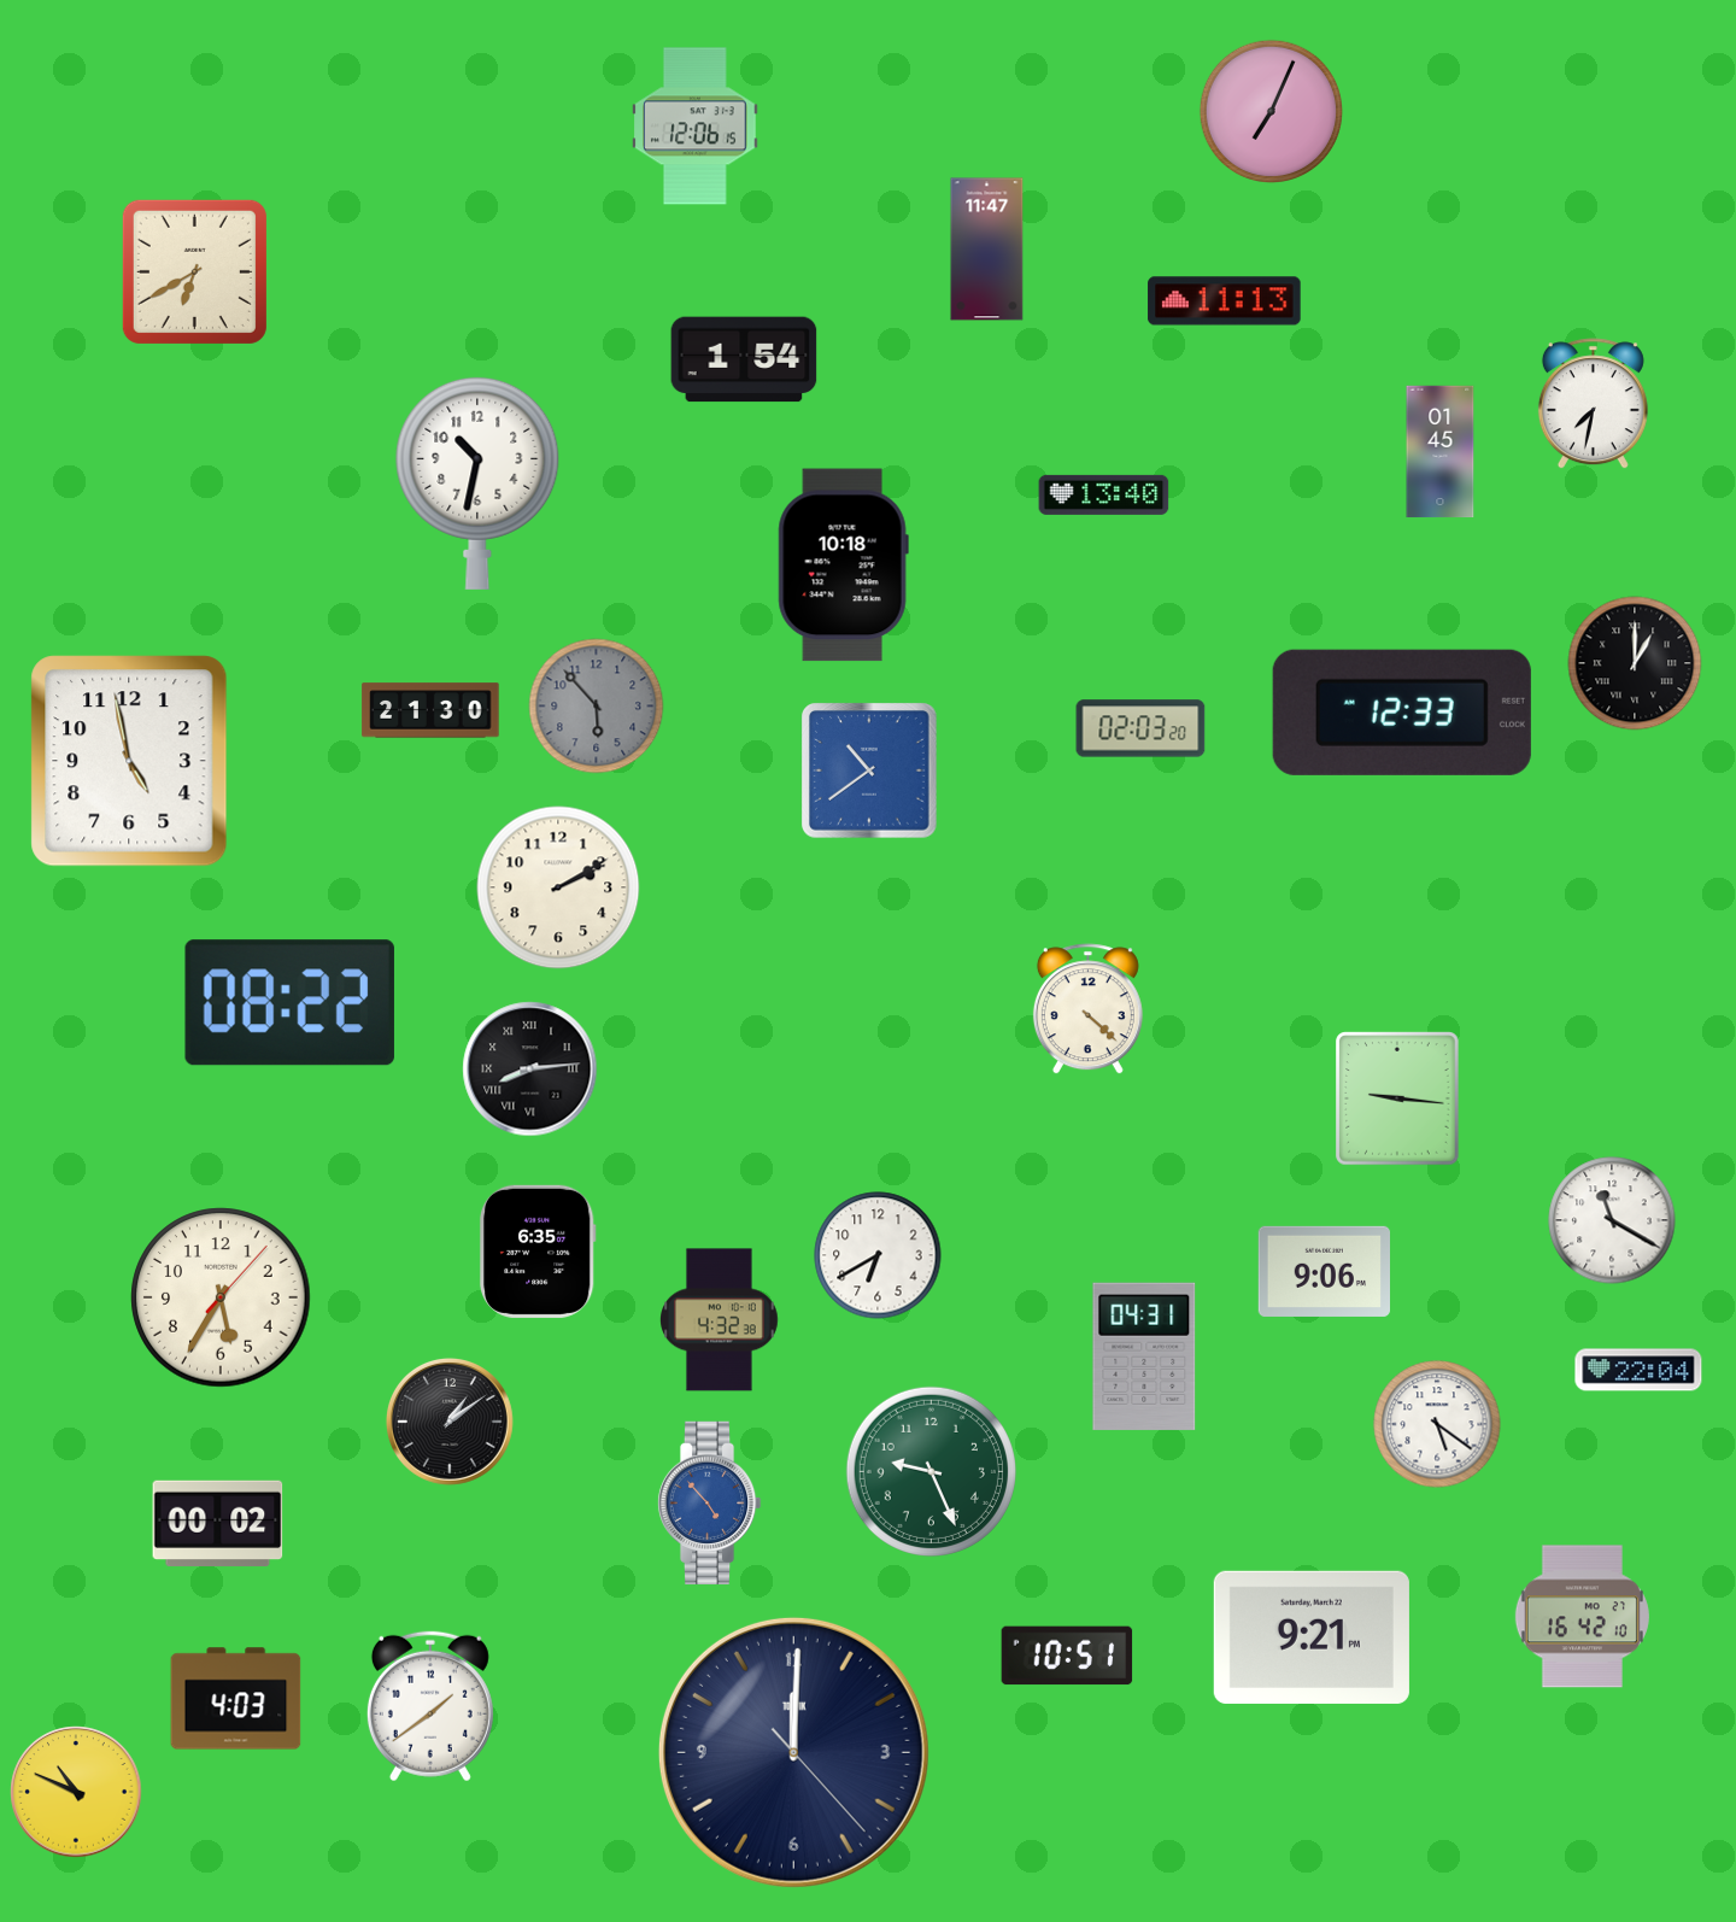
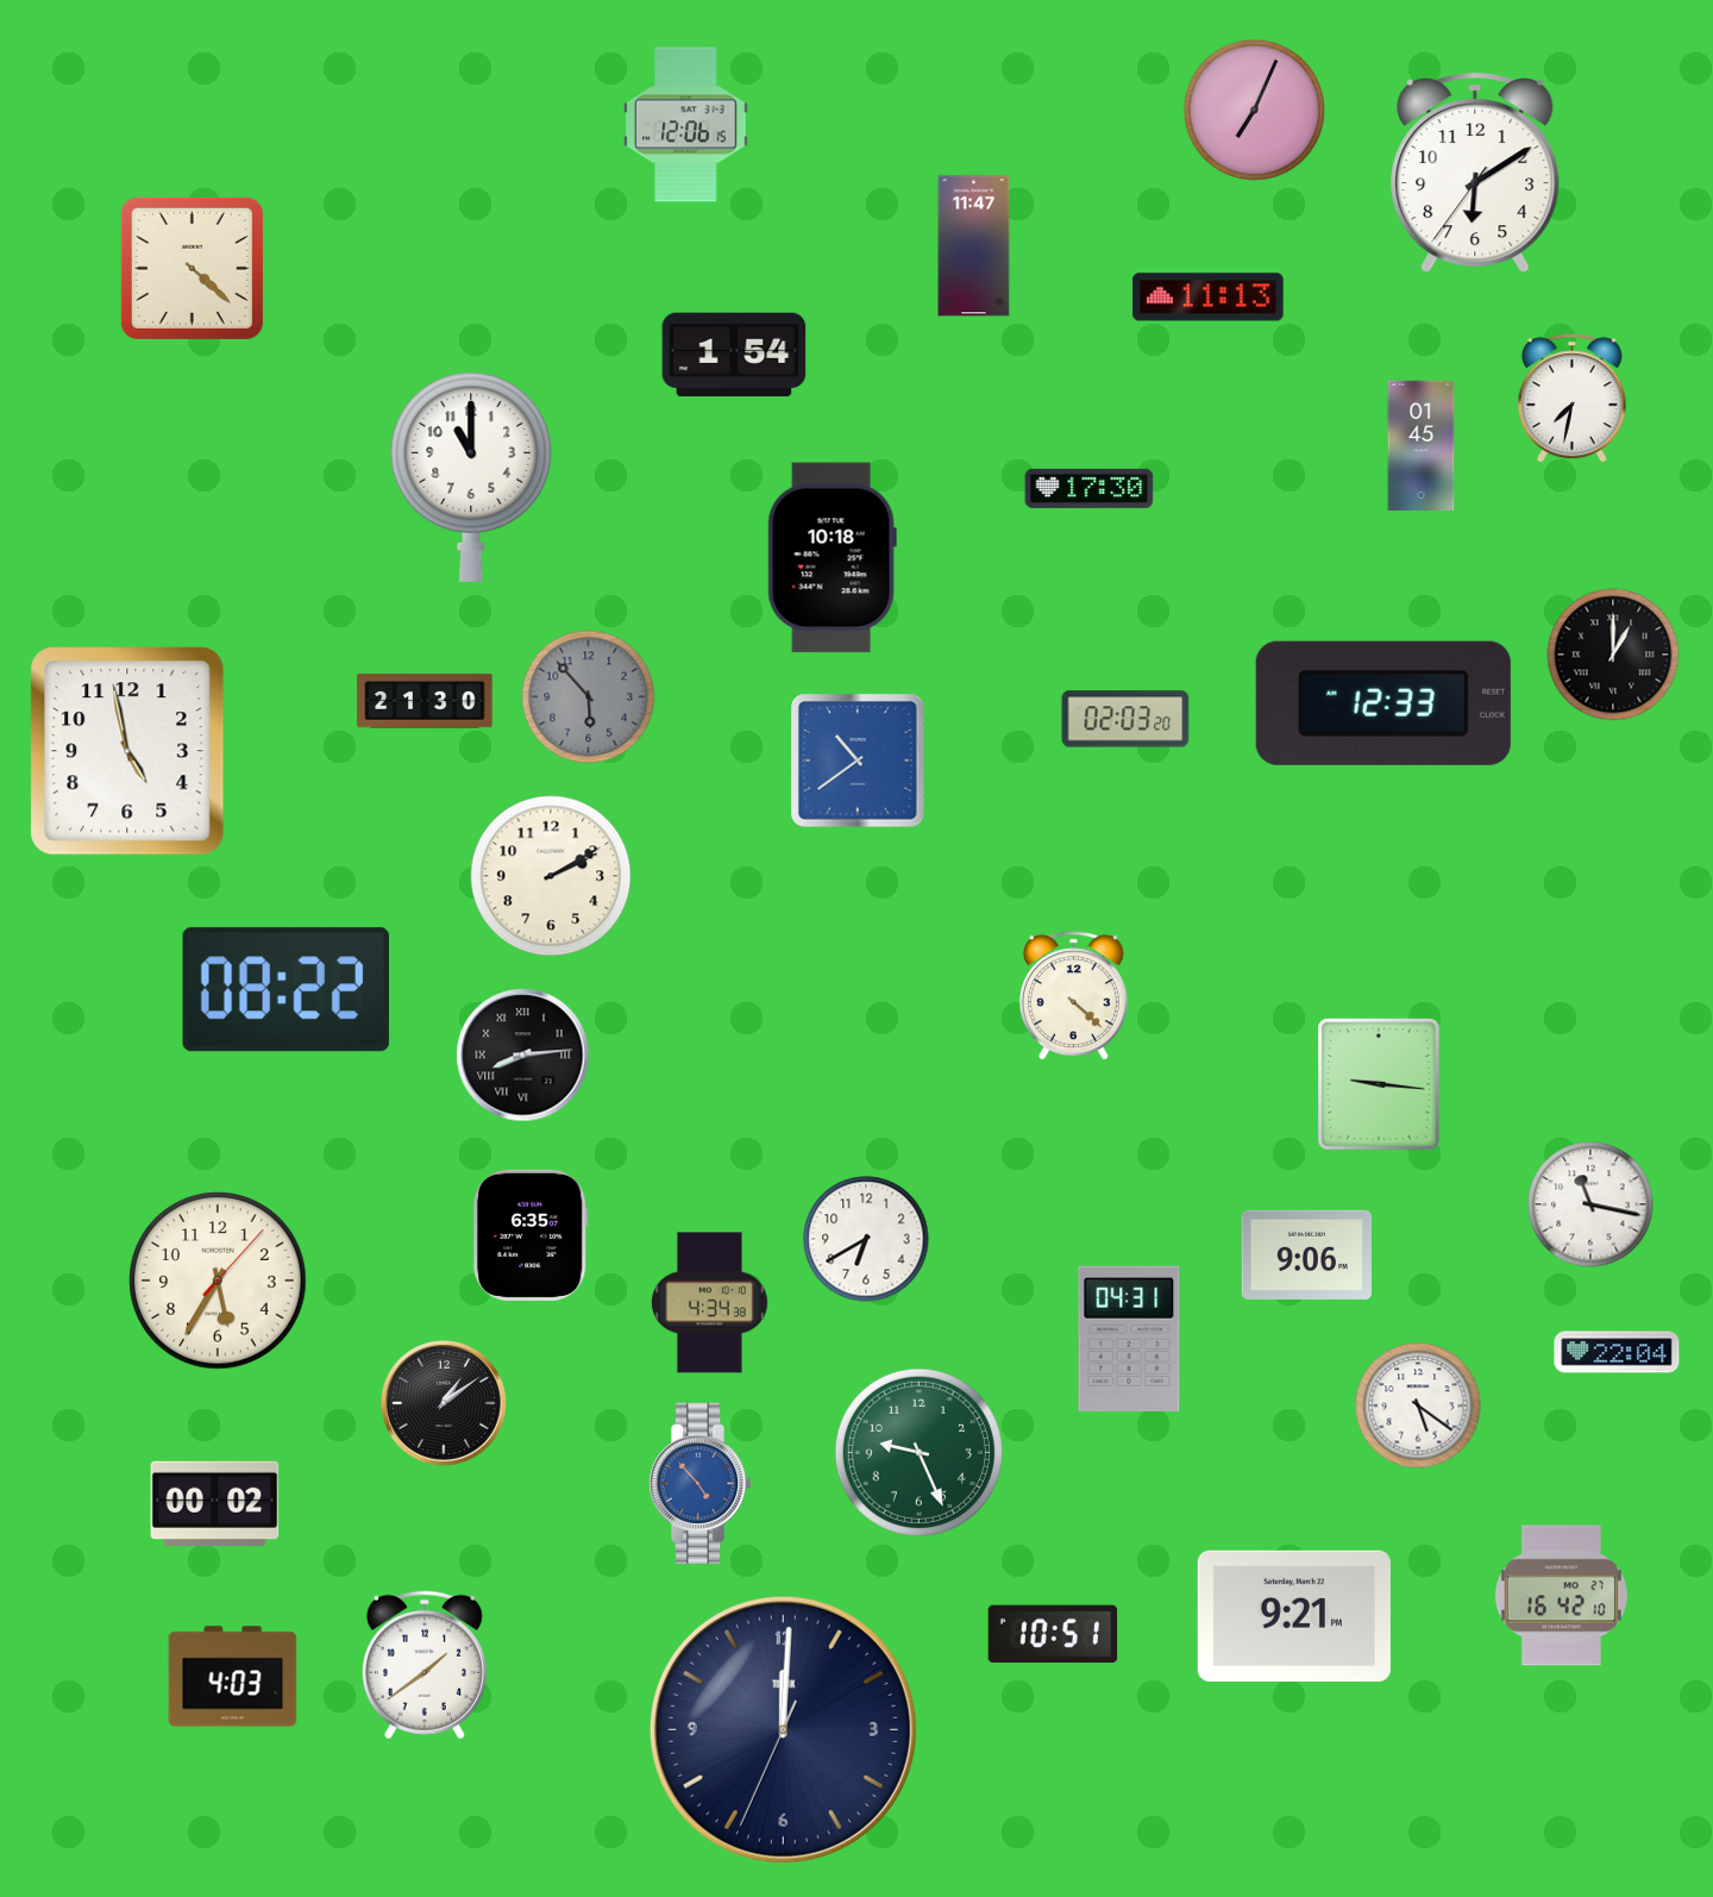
clock at (1475, 174): none -> 6:09
clock at (194, 271): 6:40 -> 4:22
clock at (477, 482): 10:32 -> 11:00
clock at (1104, 494): 13:40 -> 17:30
clock at (1612, 1220): 11:20 -> 11:17
clock at (720, 1320): 4:32 -> 4:34
clock at (430, 1706) position: (430, 1706) -> (425, 1665)
clock at (793, 1752): 12:00:23 -> 12:00:34
clock at (76, 1792): 10:49 -> none
